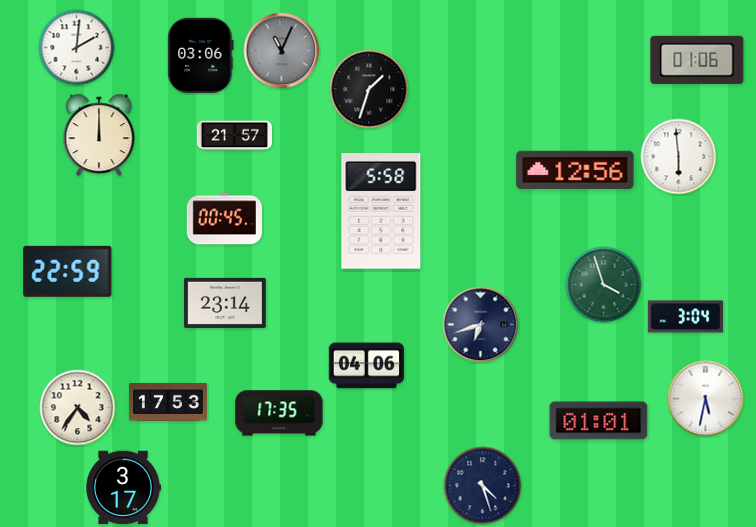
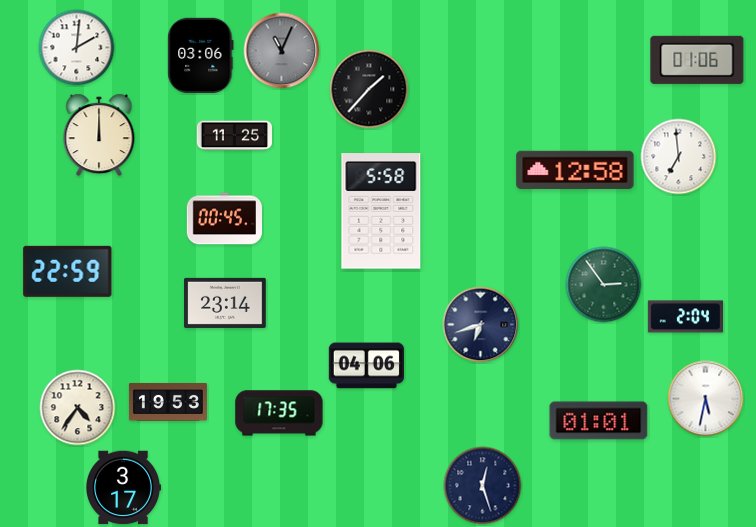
clock at (369, 89): 1:33 -> 1:37
clock at (234, 136): 21:57 -> 11:25
clock at (679, 157): 5:59 -> 6:59
clock at (575, 170): 12:56 -> 12:58
clock at (604, 285): 3:57 -> 2:54
clock at (685, 317): 3:04 -> 2:04
clock at (168, 402): 17:53 -> 19:53
clock at (483, 486): 4:27 -> 12:27
